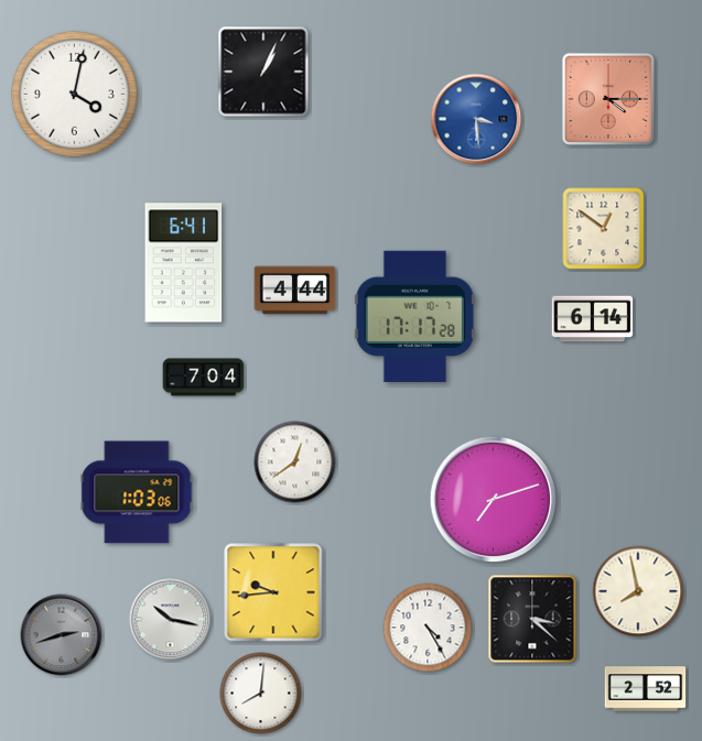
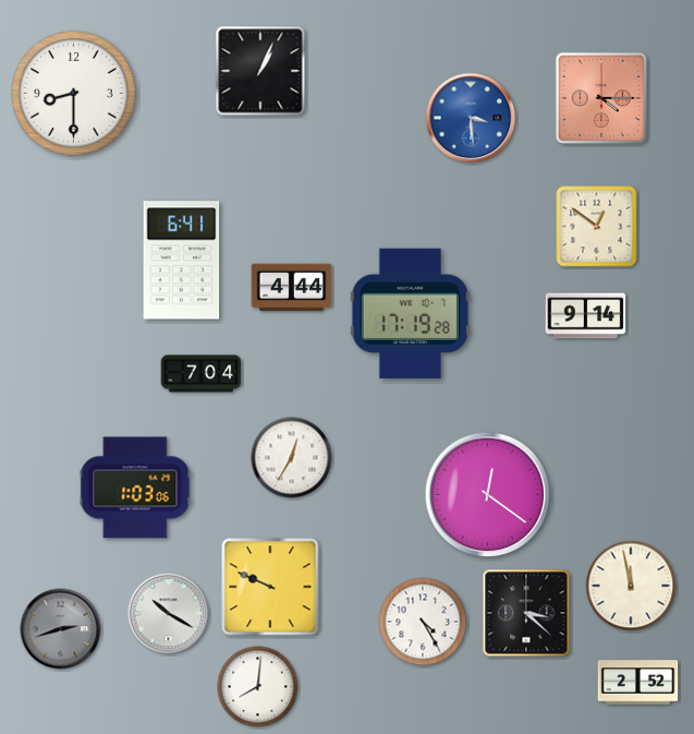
clock at (74, 94): 4:02 -> 8:30
clock at (414, 316): 17:17 -> 17:19
clock at (593, 319): 6:14 -> 9:14
clock at (295, 462): 12:39 -> 12:35
clock at (494, 500): 7:12 -> 12:21
clock at (638, 591): 7:58 -> 11:58
clock at (273, 592): 9:44 -> 9:49
clock at (171, 620): 10:17 -> 10:20
